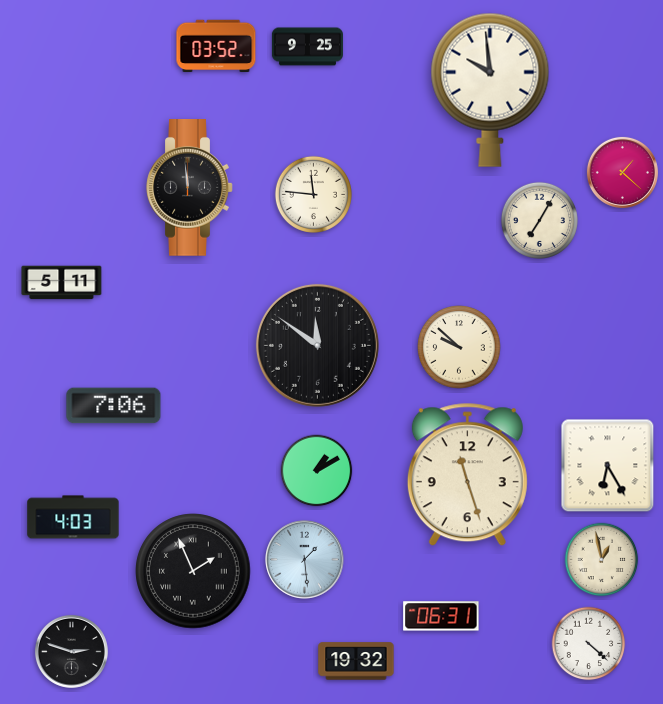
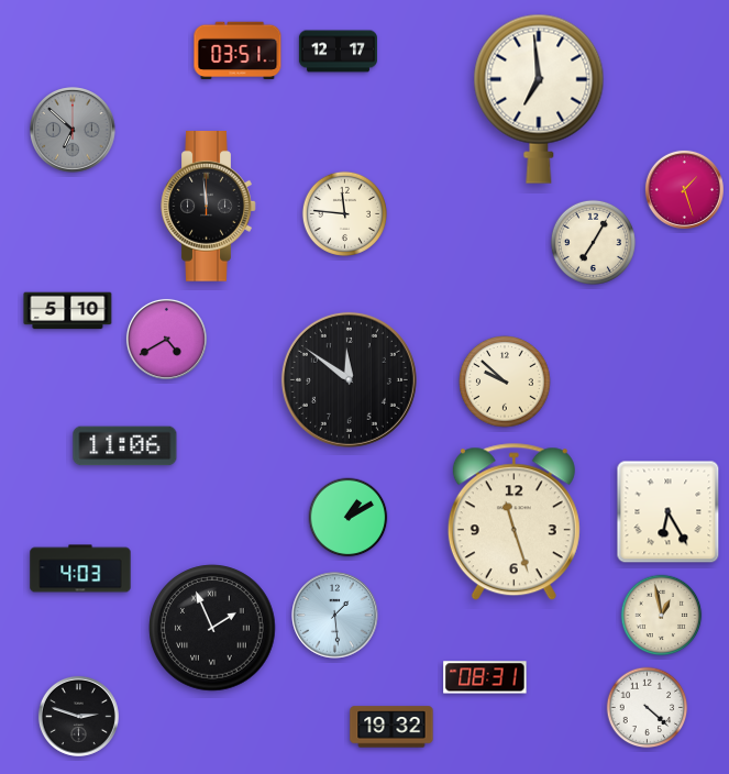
clock at (216, 46): 03:52 -> 03:51
clock at (307, 47): 9:25 -> 12:17
clock at (490, 90): 9:59 -> 6:59
clock at (73, 130): none -> 6:52
clock at (622, 172): 1:22 -> 1:27
clock at (62, 283): 5:11 -> 5:10
clock at (166, 339): none -> 4:40
clock at (114, 406): 7:06 -> 11:06
clock at (441, 616): 06:31 -> 08:31
